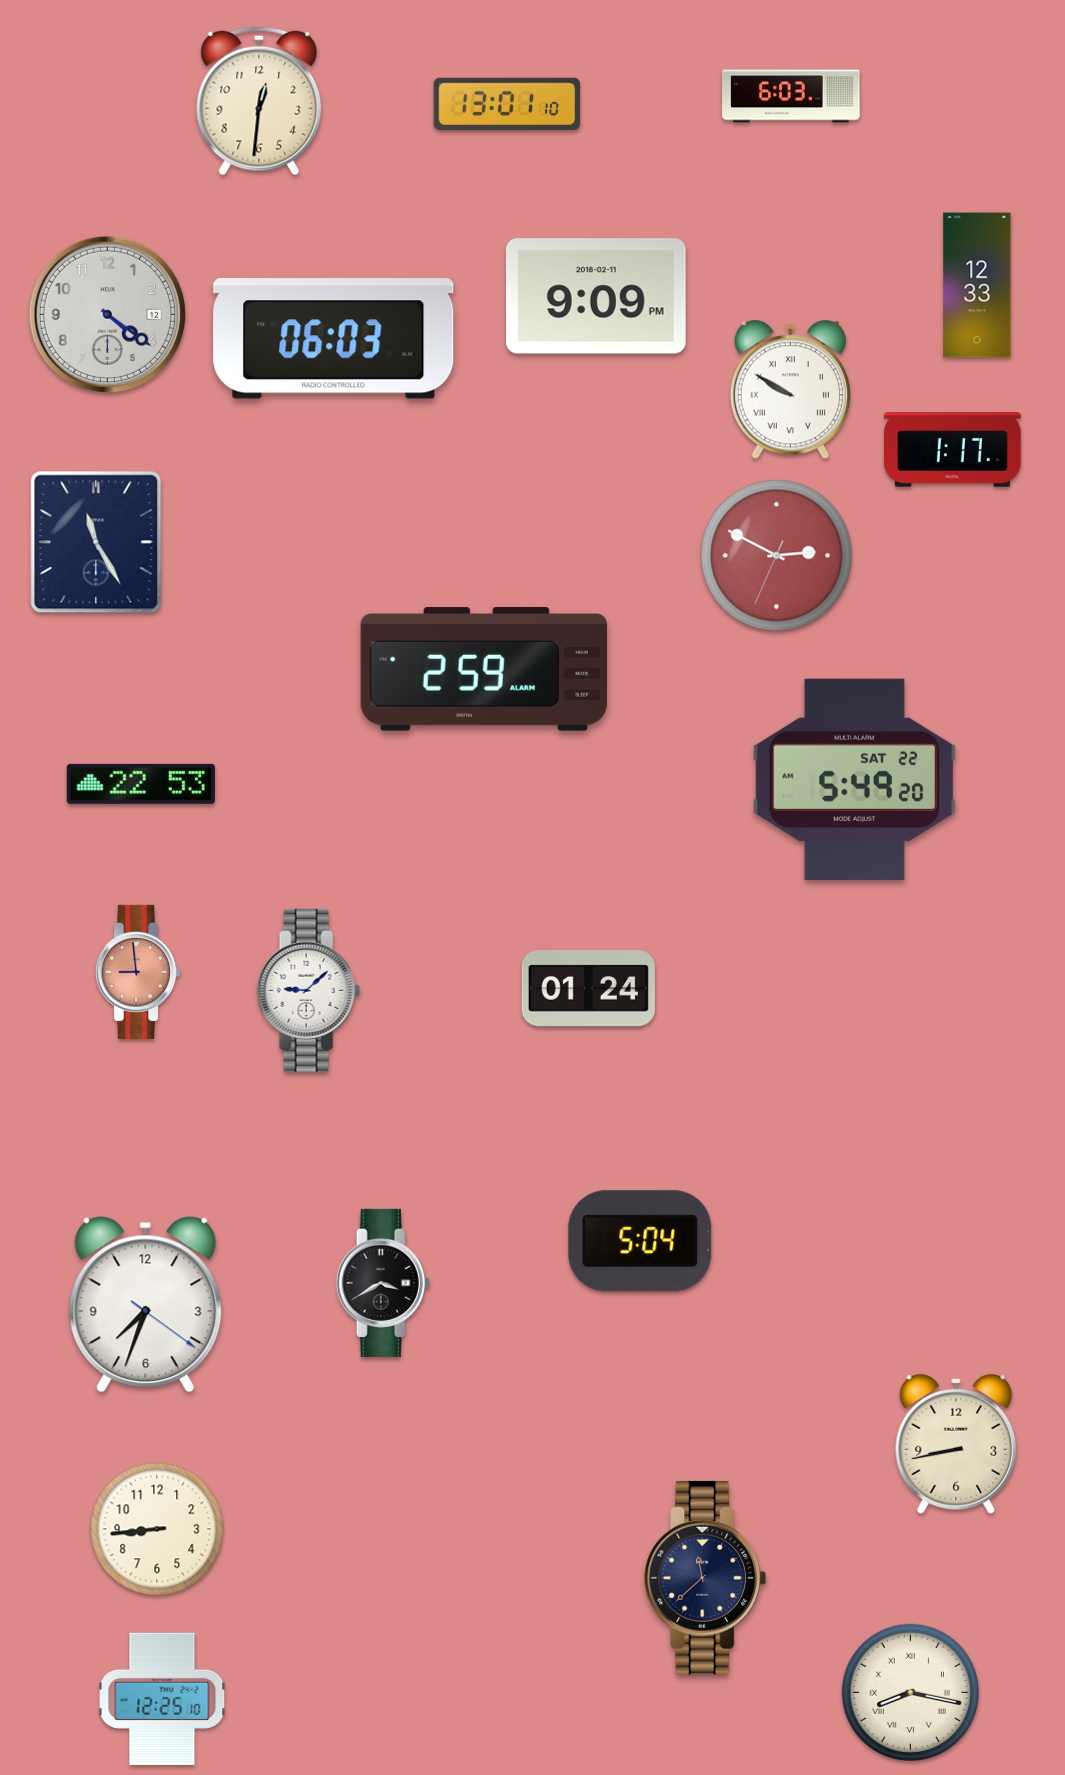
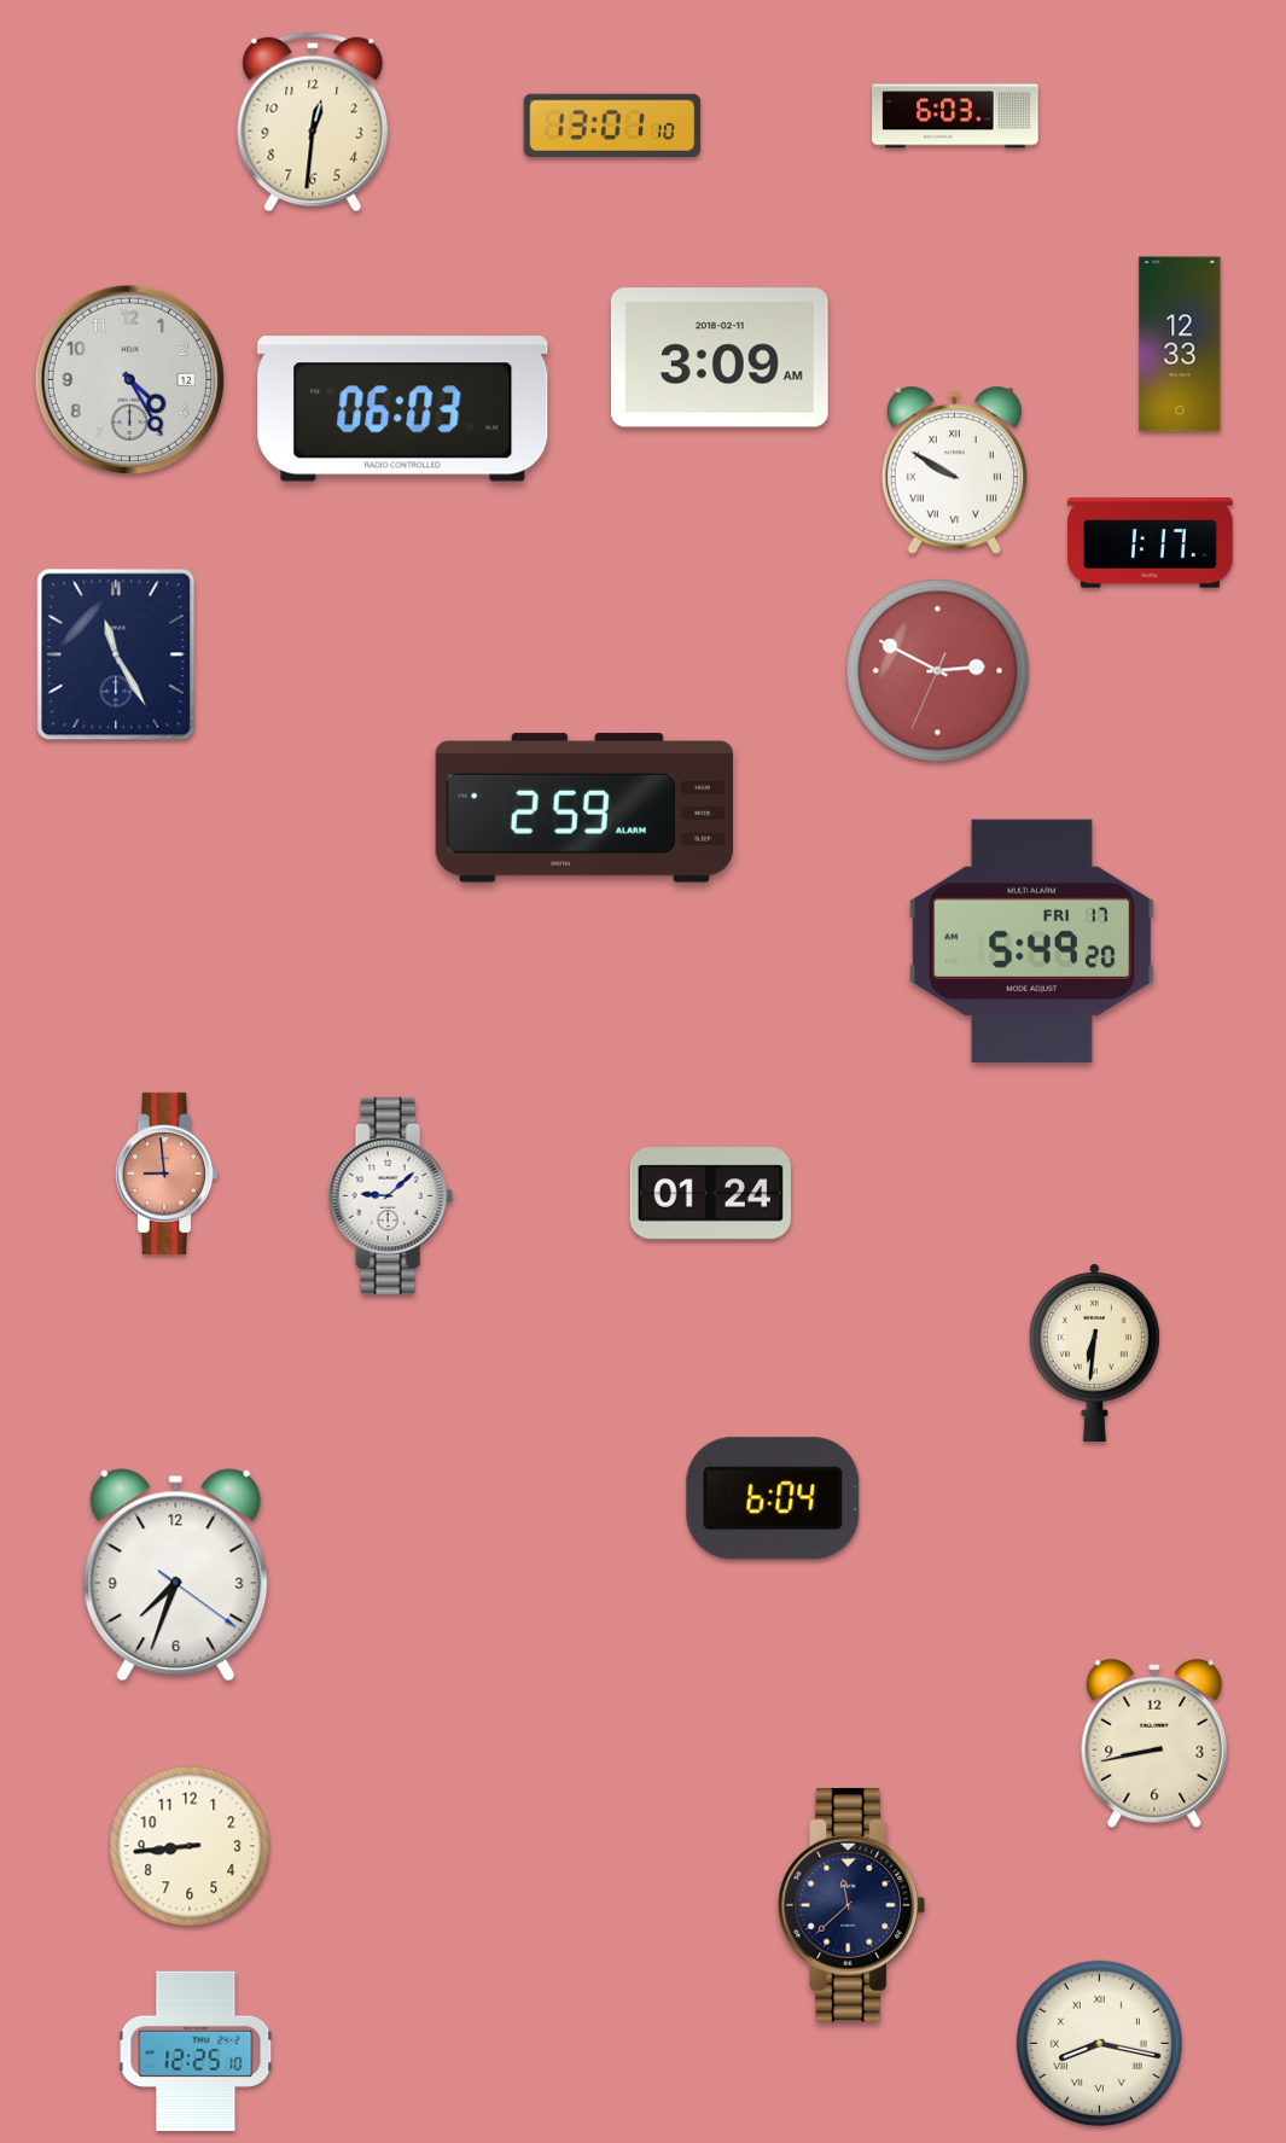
clock at (596, 296): 9:09 -> 3:09
clock at (107, 314): 4:21 -> 4:25
clock at (854, 779) date: SAT 22 -> FRI 17
clock at (141, 784): 22:53 -> none
clock at (308, 990) position: (308, 990) -> (390, 1195)
clock at (1094, 1351): none -> 6:31
clock at (640, 1241): 5:04 -> 6:04
clock at (383, 1283): 3:40 -> none
